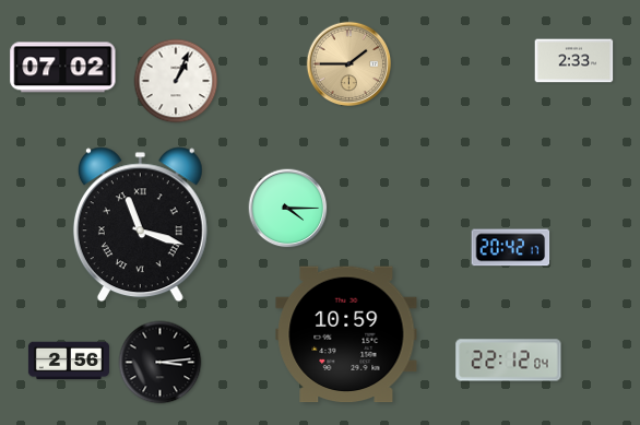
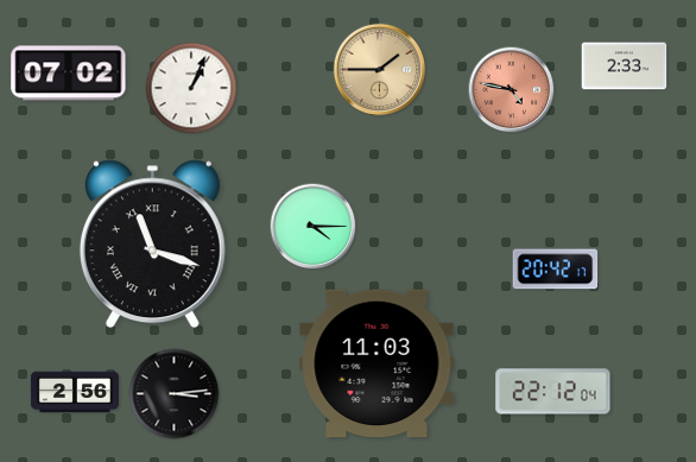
clock at (512, 90): none -> 4:47
clock at (346, 334): 10:59 -> 11:03
